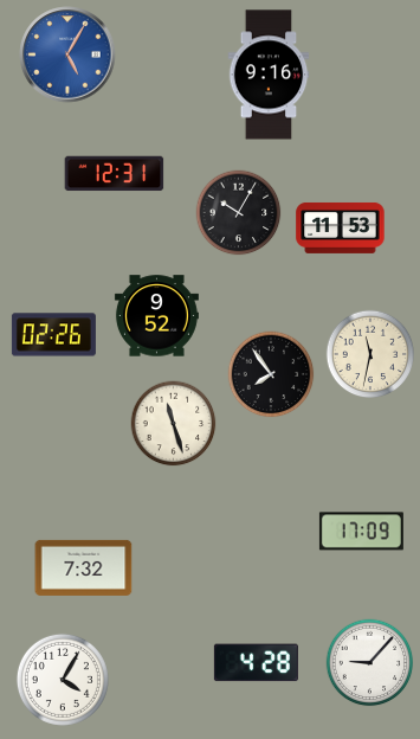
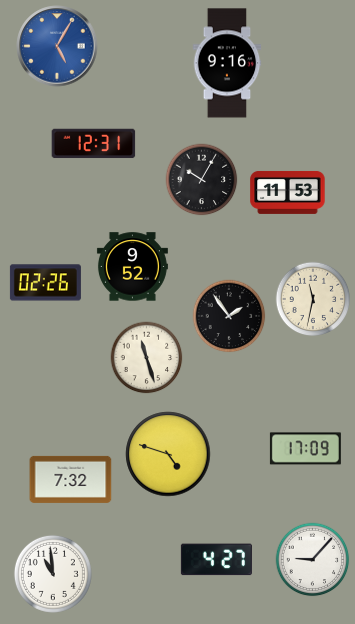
clock at (115, 174) position: (115, 174) -> (94, 144)
clock at (271, 374): 7:54 -> 1:54
clock at (168, 454): none -> 4:48
clock at (256, 663): 4:28 -> 4:27
clock at (63, 680): 4:05 -> 10:59
